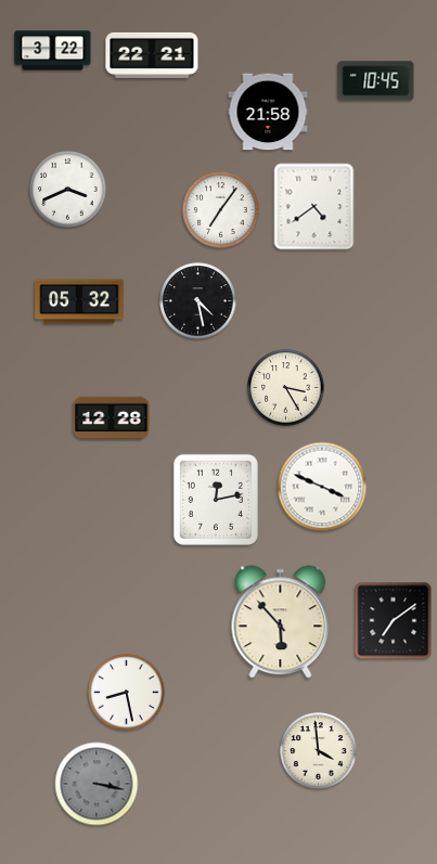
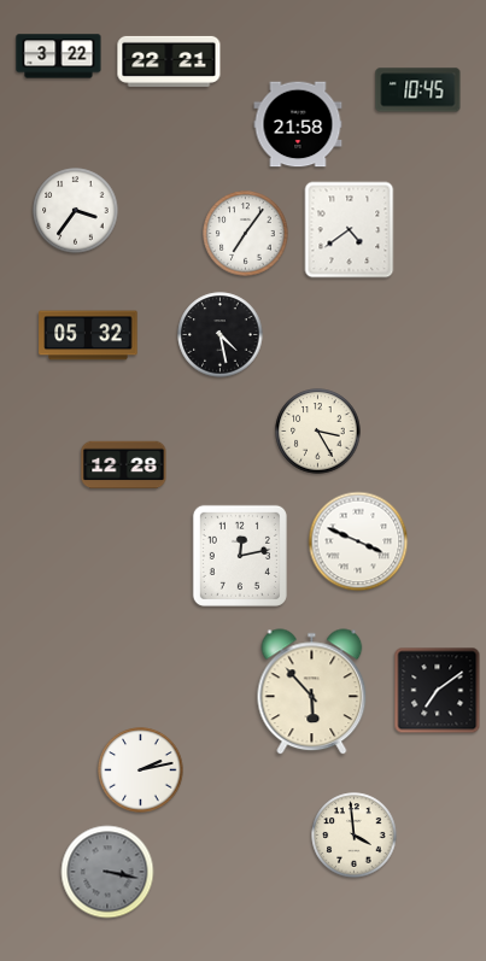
clock at (68, 190): 3:41 -> 3:36
clock at (127, 693): 8:28 -> 2:13
